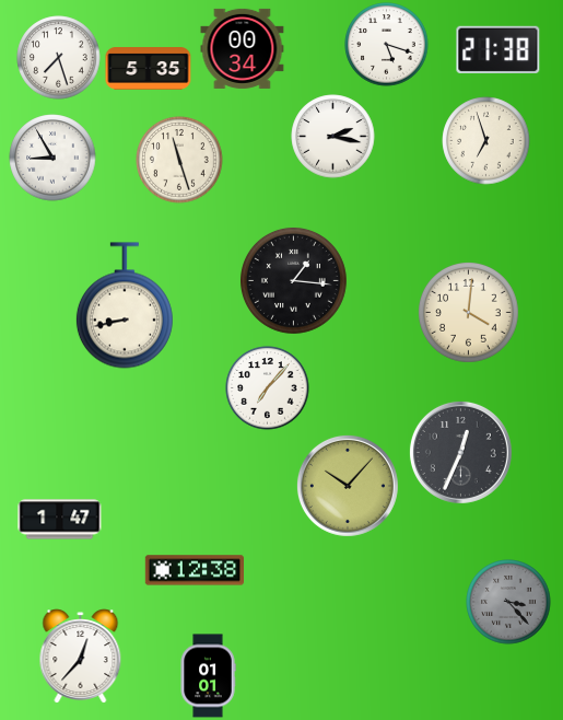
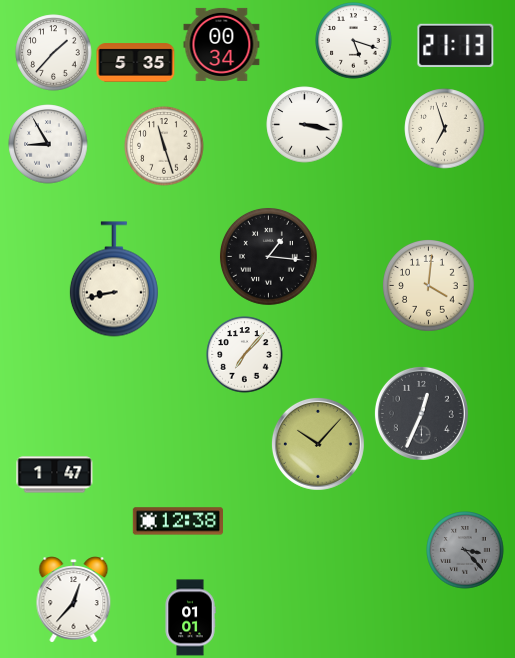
clock at (499, 49): 21:38 -> 21:13
clock at (59, 58): 7:27 -> 1:37
clock at (333, 137): 2:17 -> 3:17
